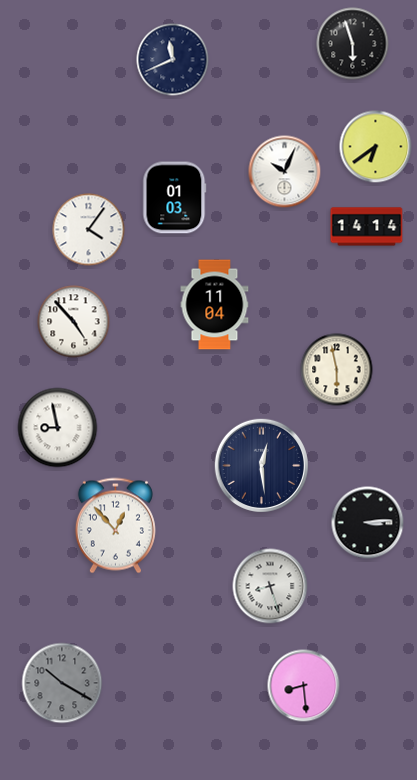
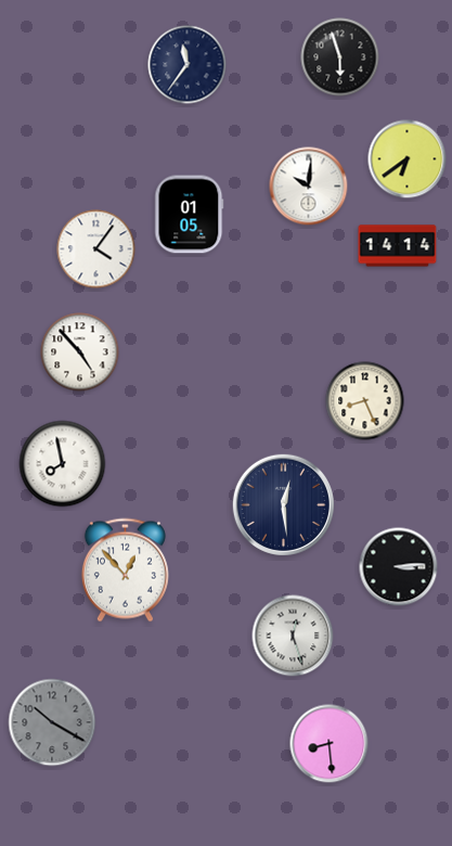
clock at (353, 44) position: (353, 44) -> (340, 57)
clock at (173, 60): 11:41 -> 11:36
clock at (285, 172): 10:04 -> 10:01
clock at (175, 198): 01:03 -> 01:05
clock at (215, 305): 11:04 -> none
clock at (74, 322) position: (74, 322) -> (80, 352)
clock at (337, 370): 5:58 -> 8:26
clock at (58, 428): 8:58 -> 7:58
clock at (270, 586): 8:27 -> 12:27
clock at (62, 683) position: (62, 683) -> (52, 722)
